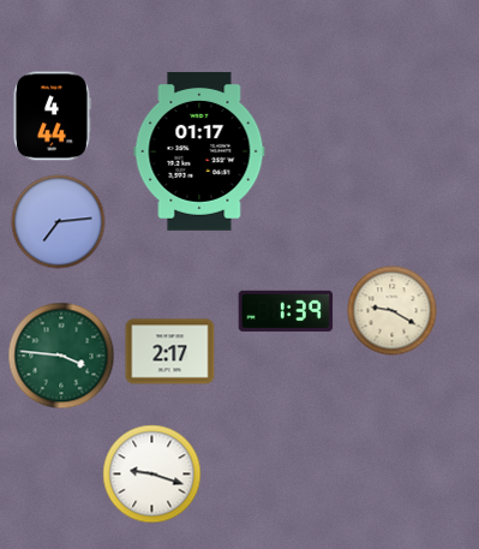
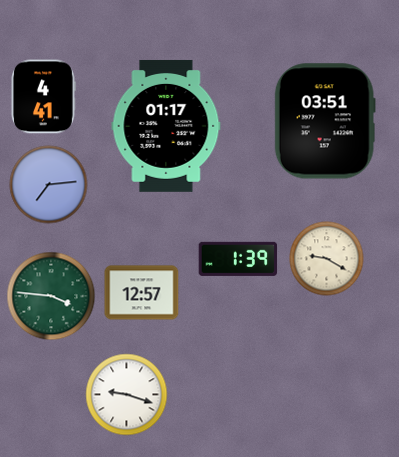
clock at (52, 117): 4:44 -> 4:41
clock at (325, 121): none -> 03:51
clock at (170, 352): 2:17 -> 12:57
